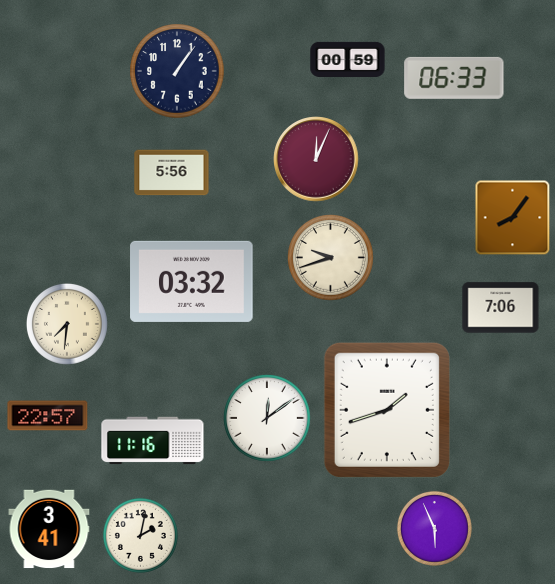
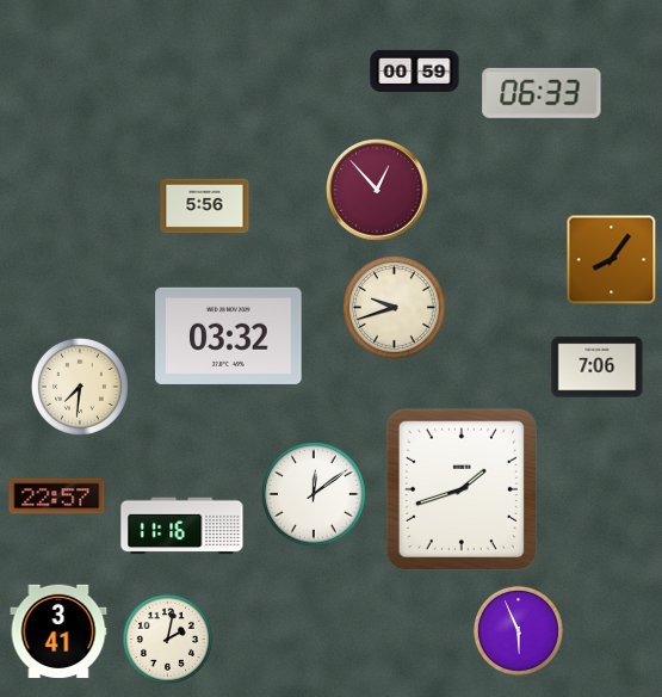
clock at (177, 71): 1:06 -> none
clock at (316, 159): 12:04 -> 12:53
clock at (268, 419) position: (268, 419) -> (315, 495)
